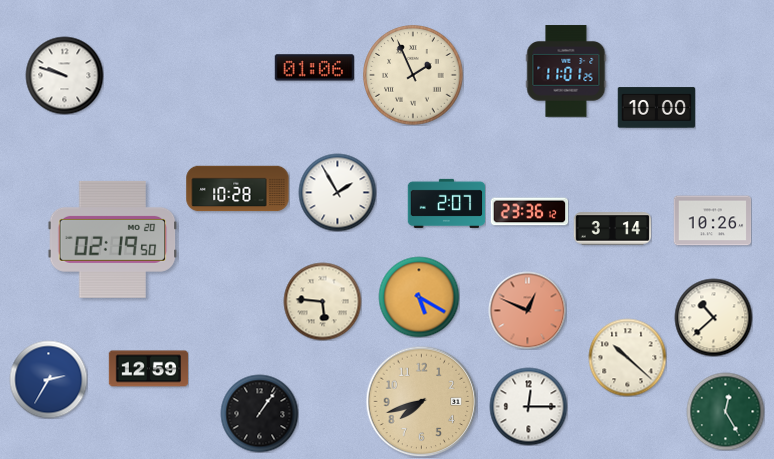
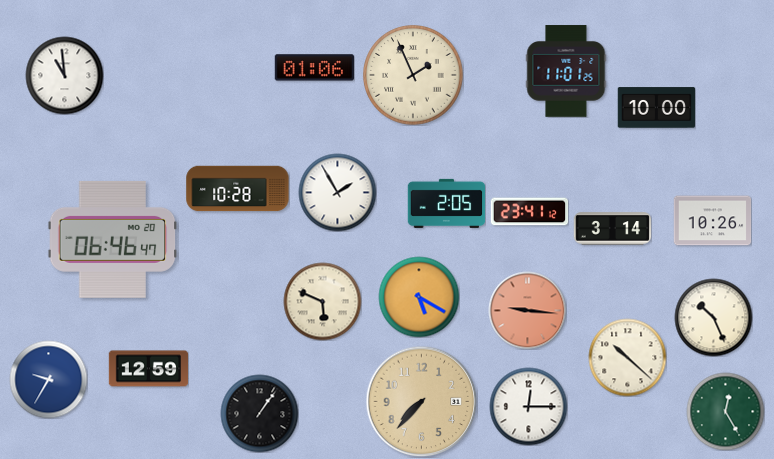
clock at (64, 75): 9:48 -> 10:59
clock at (446, 203): 2:07 -> 2:05
clock at (529, 212): 23:36 -> 23:41
clock at (113, 239): 02:19 -> 06:46
clock at (322, 301): 5:46 -> 5:49
clock at (527, 310): 12:49 -> 9:16
clock at (713, 317): 10:38 -> 10:26
clock at (48, 379): 2:35 -> 9:35
clock at (421, 401): 7:42 -> 7:37
